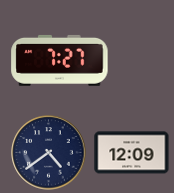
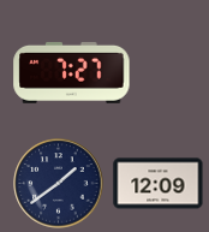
clock at (49, 153): 4:39 -> 1:39
